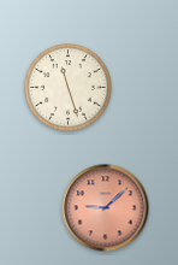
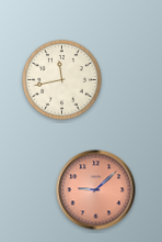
clock at (69, 88): 11:27 -> 11:43
